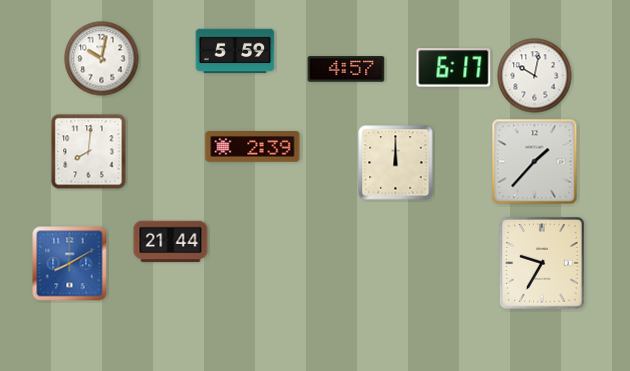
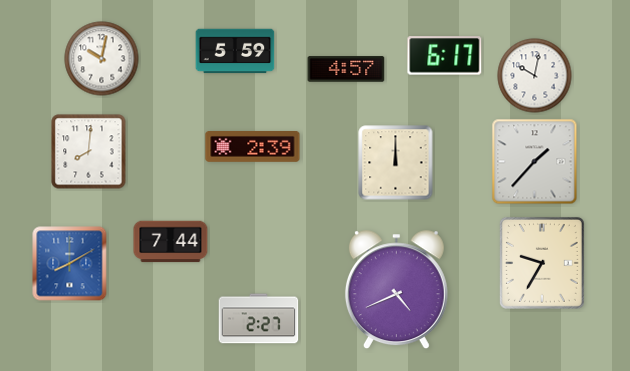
clock at (454, 68) position: (454, 68) -> (445, 56)
clock at (171, 242): 21:44 -> 7:44
clock at (396, 290): none -> 4:41
clock at (259, 319): none -> 2:27
